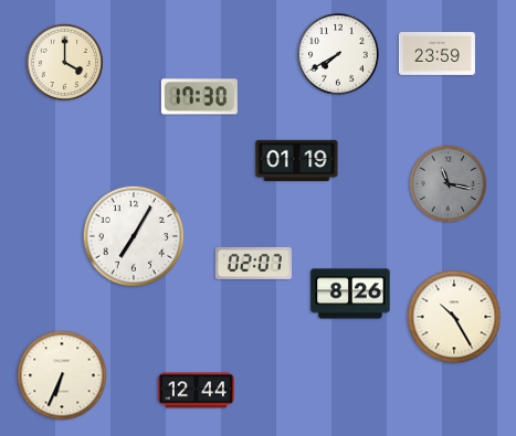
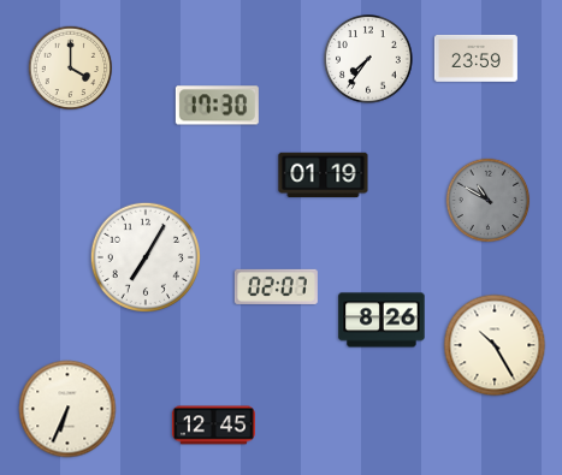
clock at (339, 55): 7:40 -> 7:36
clock at (449, 184): 11:17 -> 10:50
clock at (196, 391): 12:44 -> 12:45
